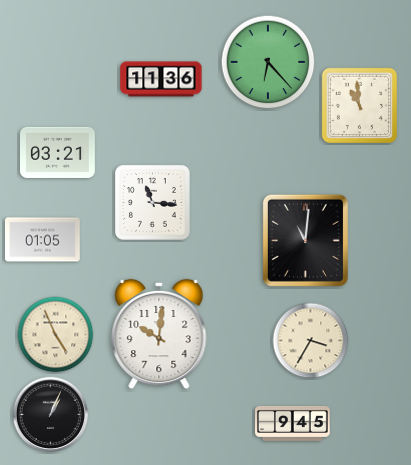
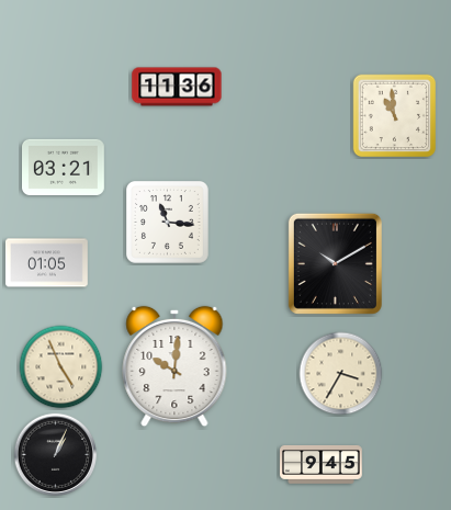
clock at (268, 62): 6:23 -> none
clock at (305, 240): 11:01 -> 10:10
